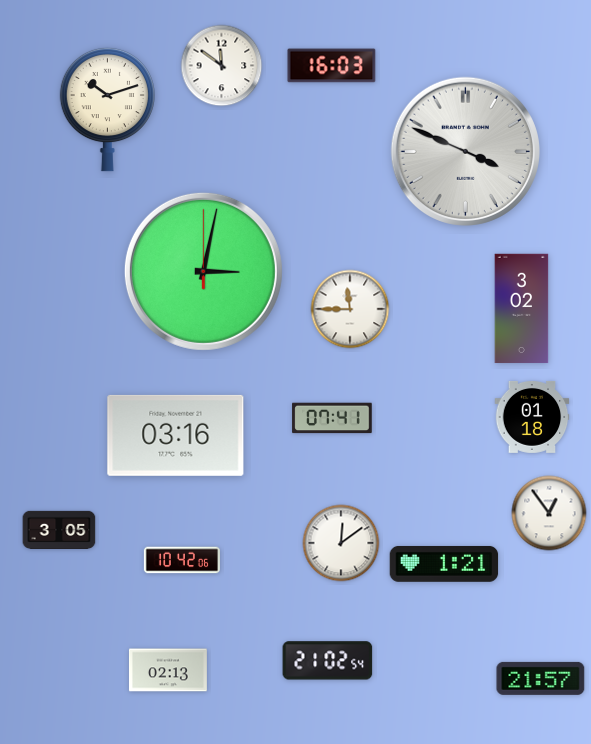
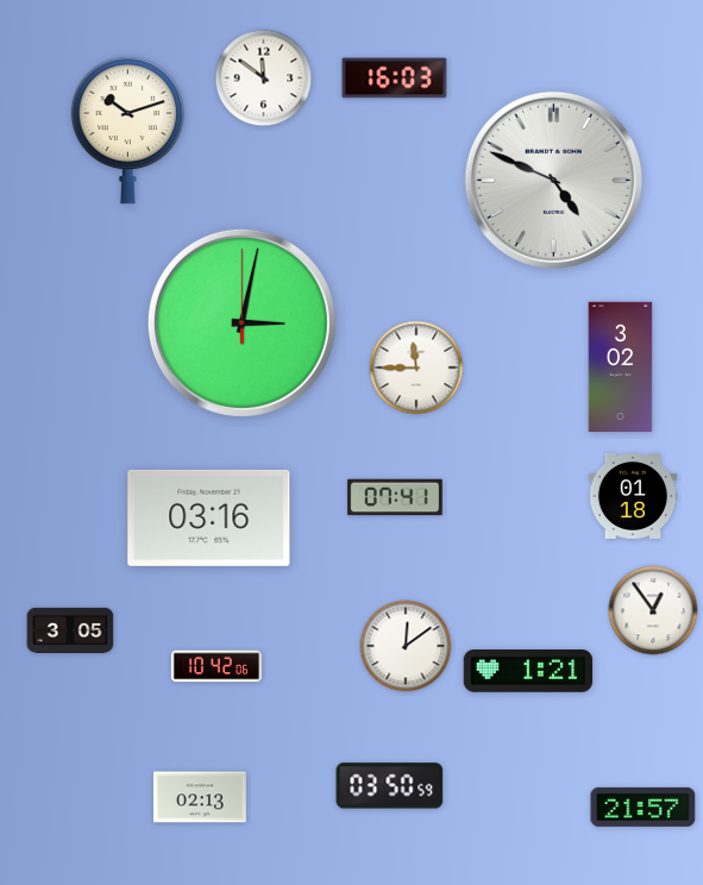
clock at (465, 151): 3:49 -> 4:49
clock at (328, 661): 21:02 -> 03:50
